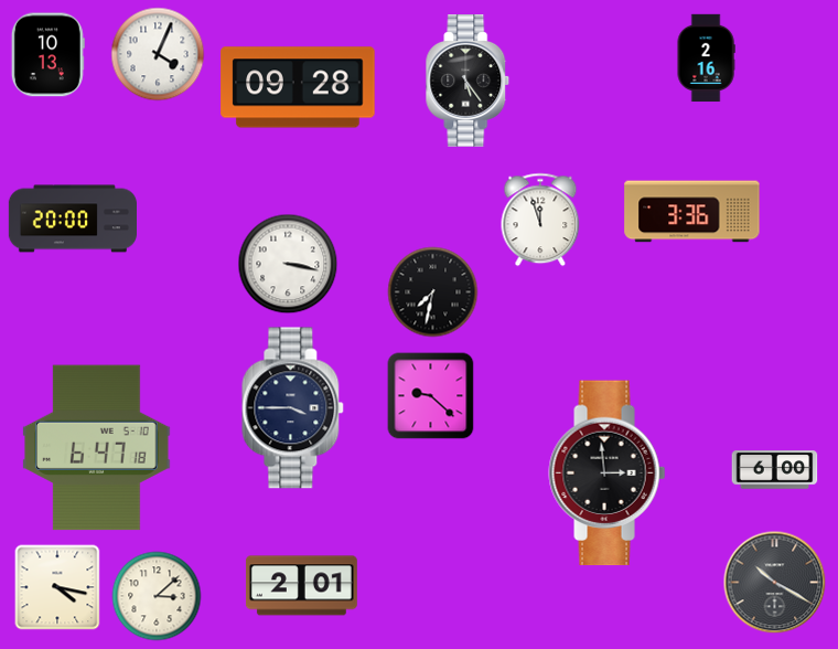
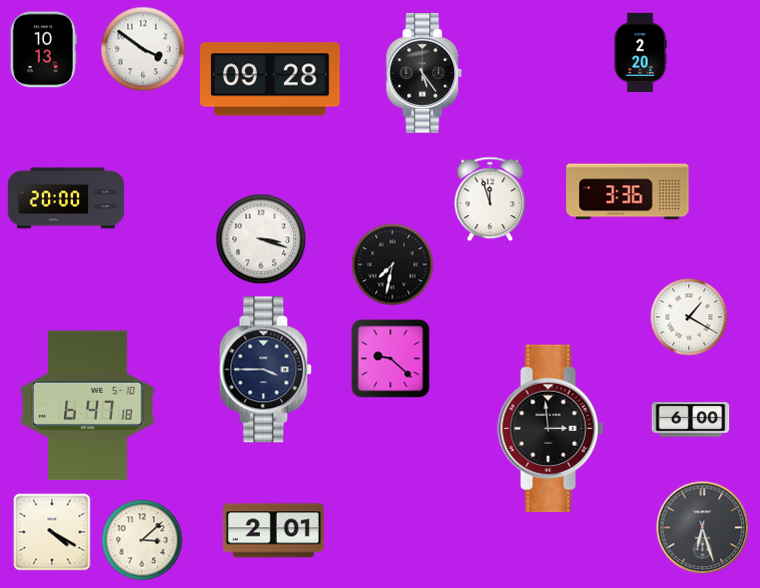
clock at (158, 54): 4:04 -> 3:51
clock at (706, 58): 2:16 -> 2:20
clock at (288, 264): 3:17 -> 3:18
clock at (689, 317): none -> 1:20
clock at (775, 470) position: (775, 470) -> (691, 420)
clock at (775, 583): 10:20 -> 6:27
clock at (57, 587): 4:17 -> 4:20
